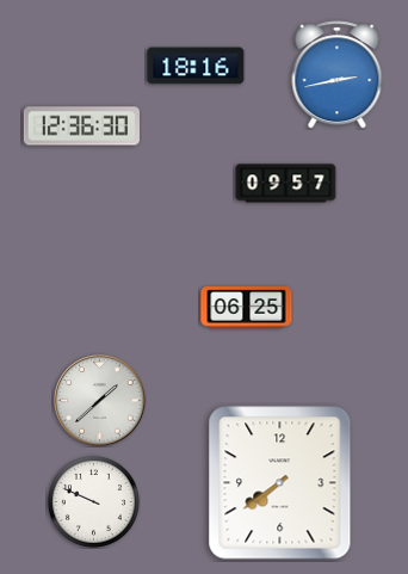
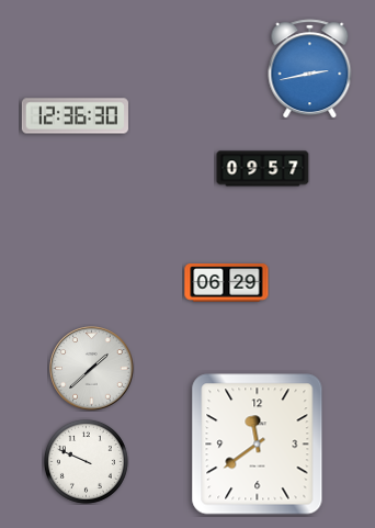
clock at (196, 66): 18:16 -> none
clock at (247, 308): 06:25 -> 06:29
clock at (280, 483): 7:39 -> 11:39
